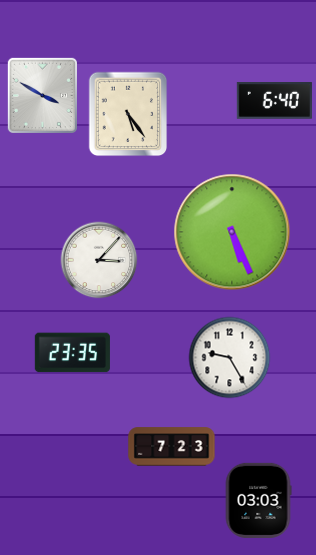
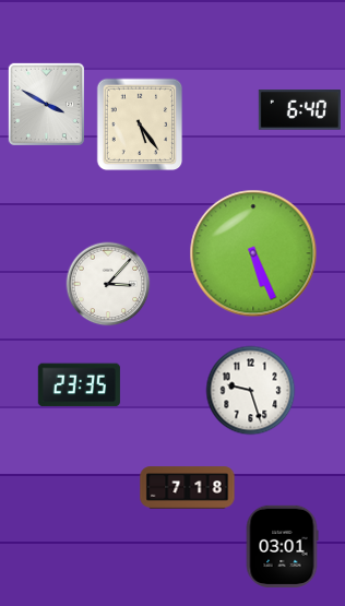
clock at (230, 358): 9:25 -> 9:27
clock at (172, 447): 7:23 -> 7:18
clock at (258, 500): 03:03 -> 03:01
